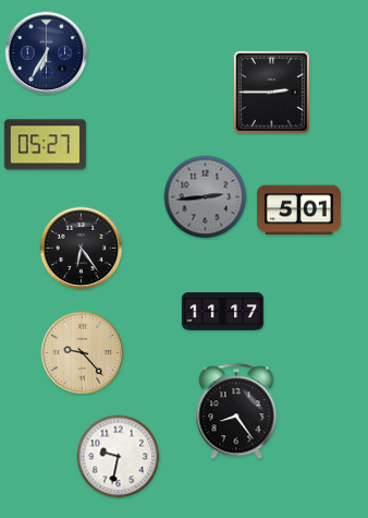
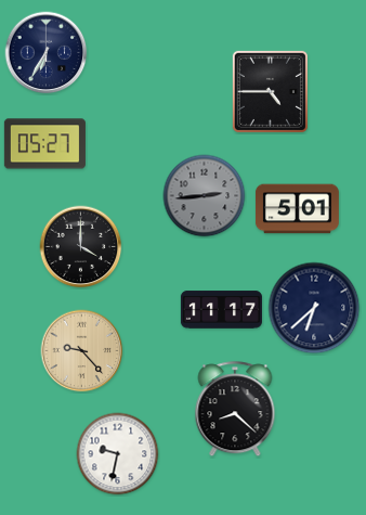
clock at (271, 92): 2:45 -> 4:45
clock at (82, 249): 6:24 -> 4:00
clock at (314, 308): none -> 6:38
clock at (236, 412): 8:24 -> 8:22
